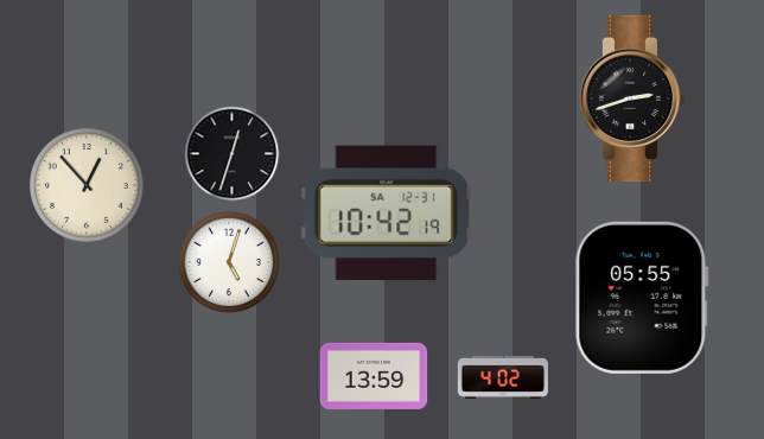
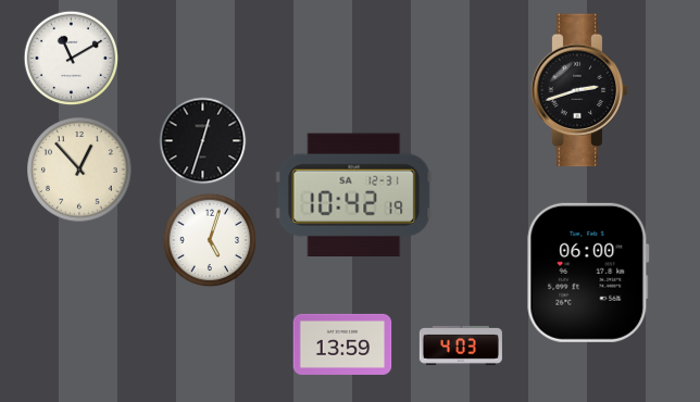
clock at (72, 59): none -> 11:10
clock at (233, 154) position: (233, 154) -> (203, 141)
clock at (642, 298): 05:55 -> 06:00
clock at (503, 377): 4:02 -> 4:03
